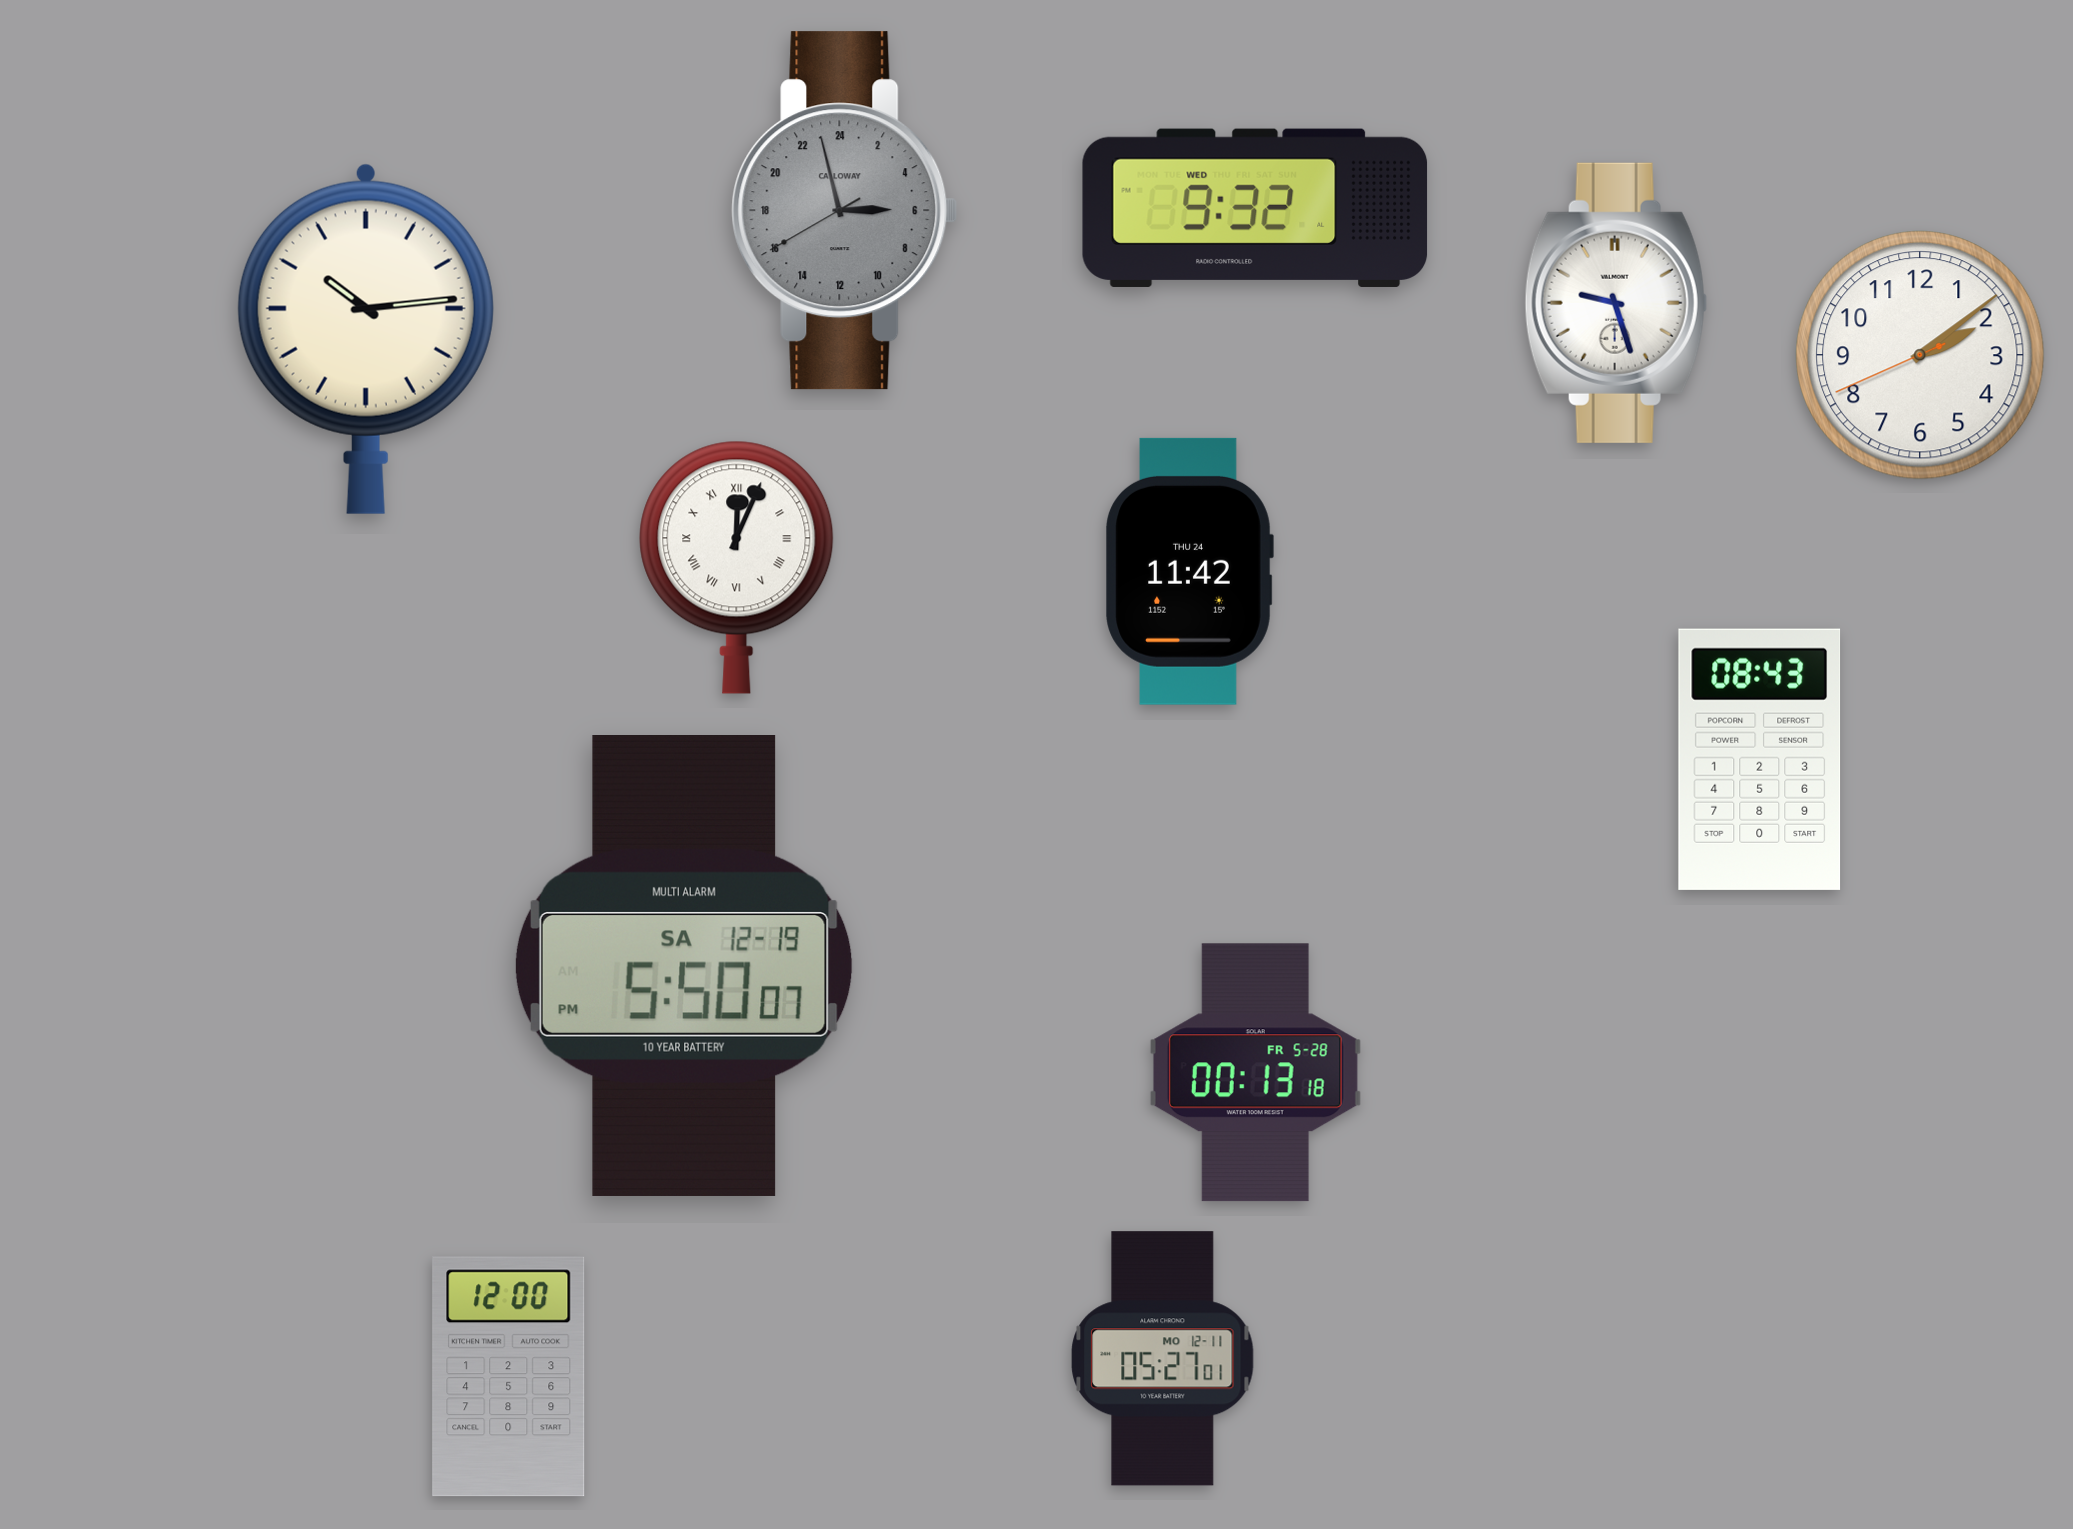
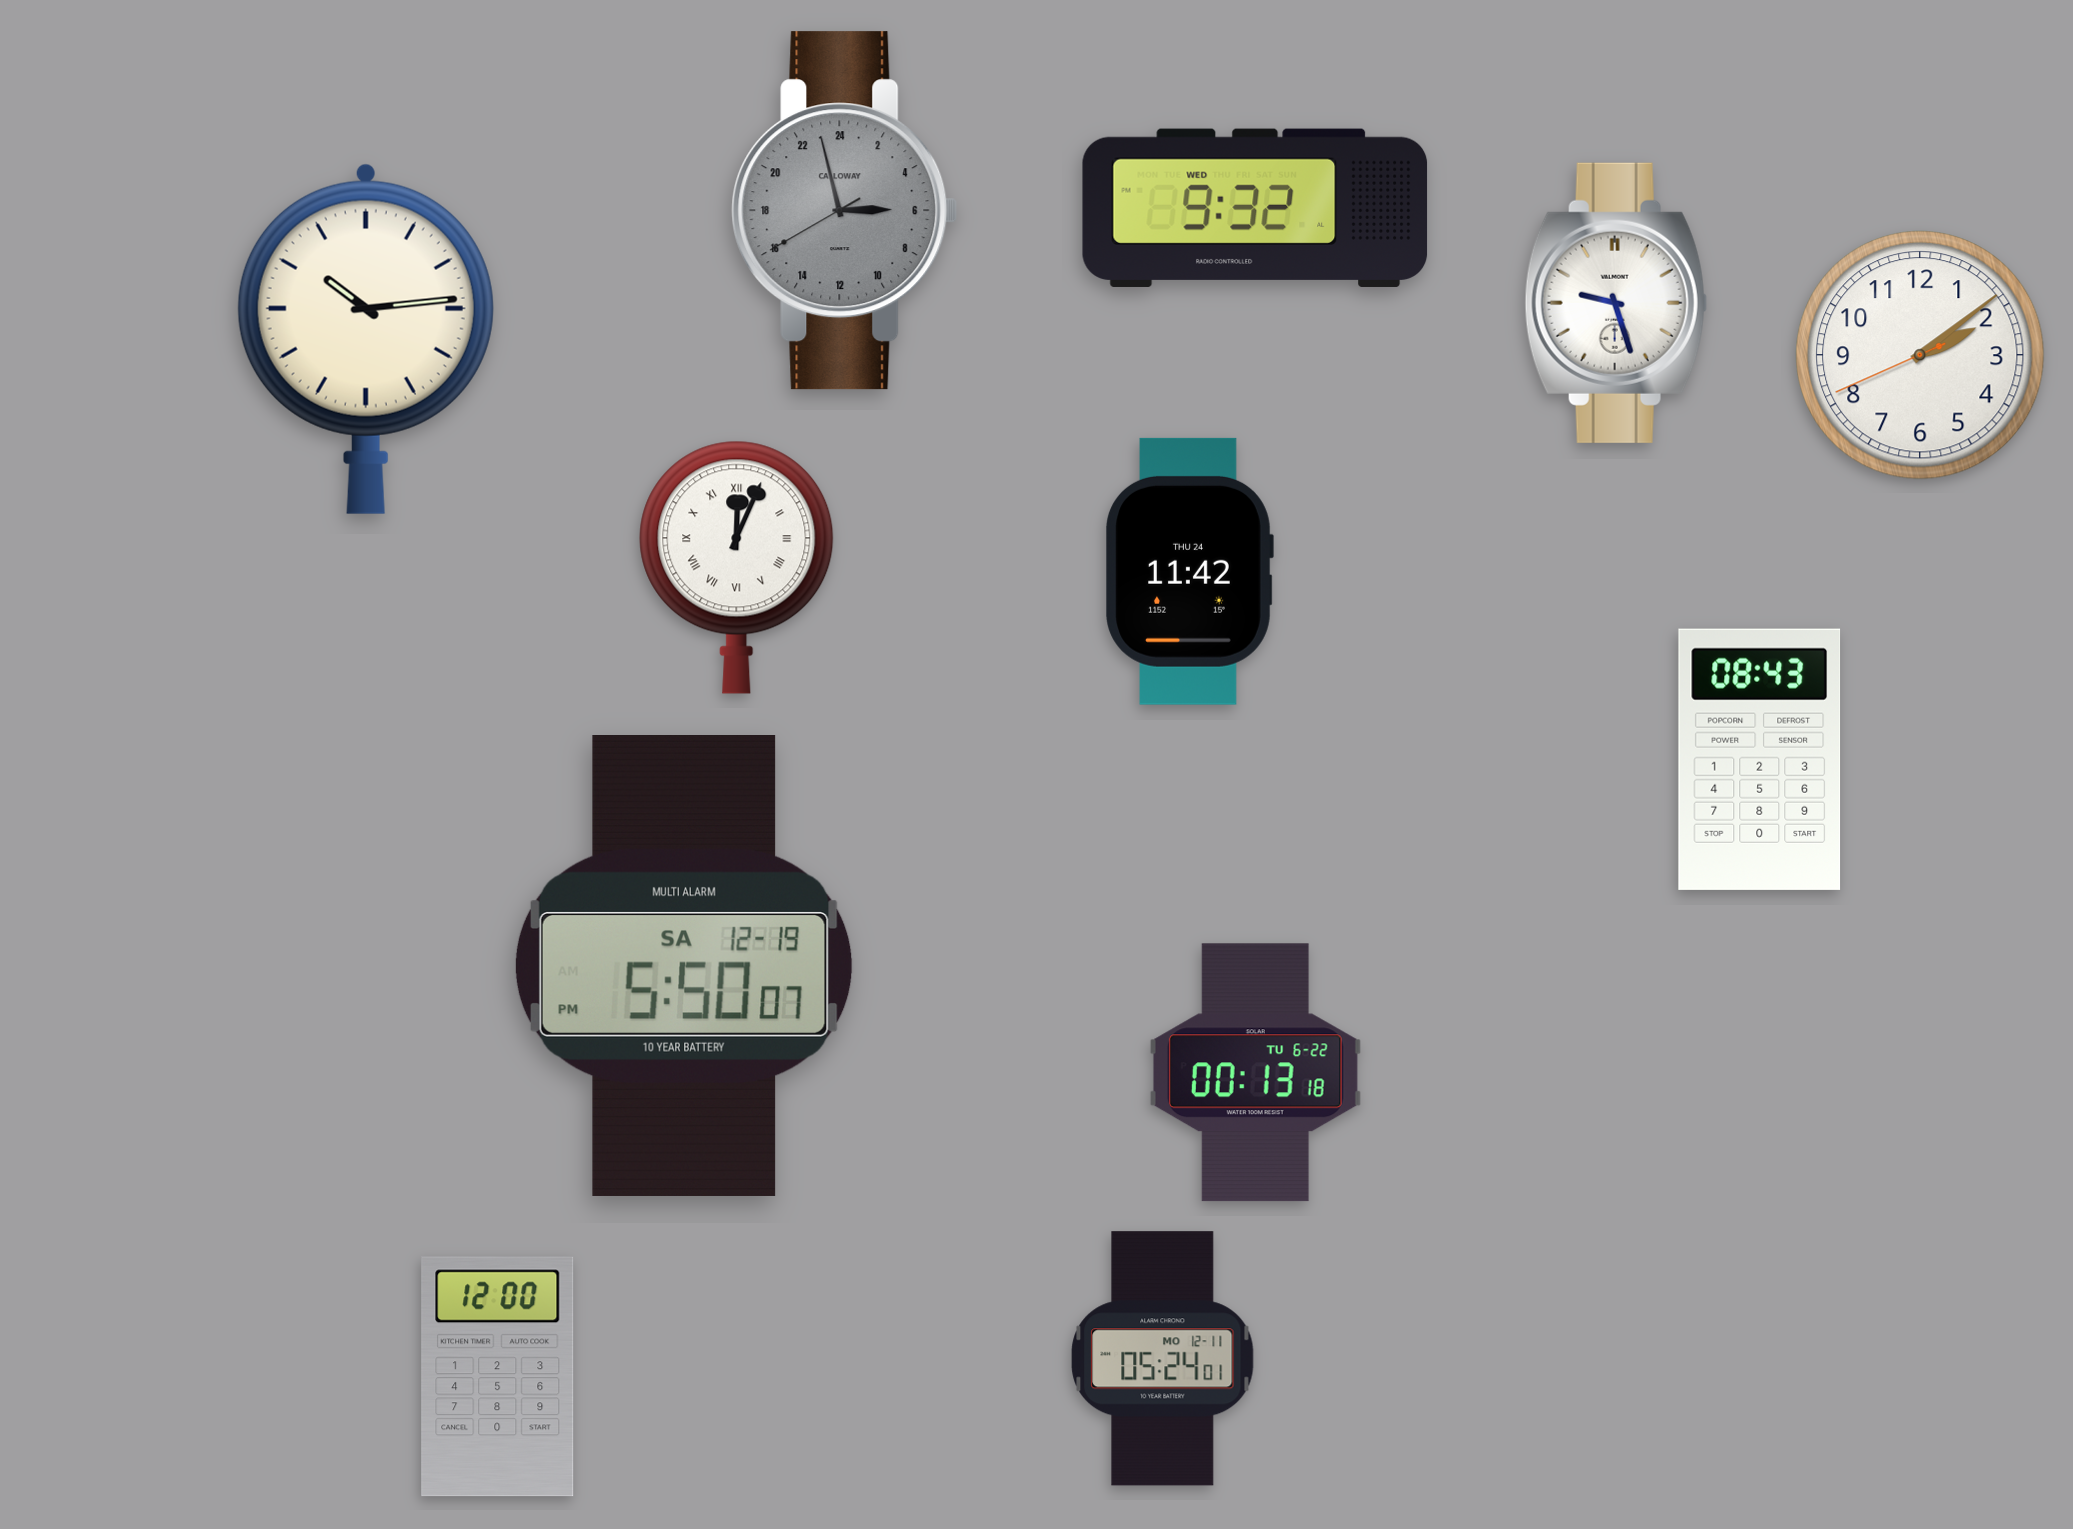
clock at (1255, 1073) date: FR 5-28 -> TU 6-22
clock at (1163, 1359): 05:27 -> 05:24
clock at (509, 1377) position: (509, 1377) -> (498, 1377)
